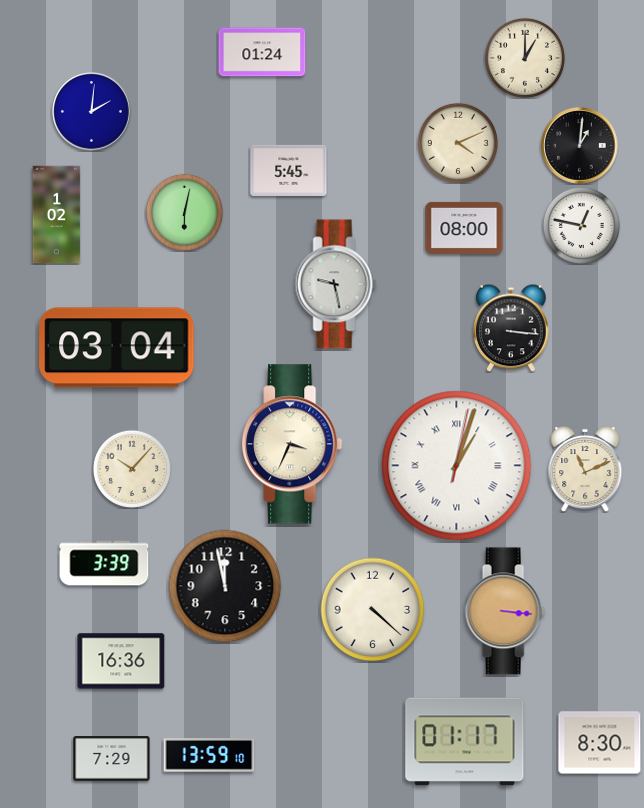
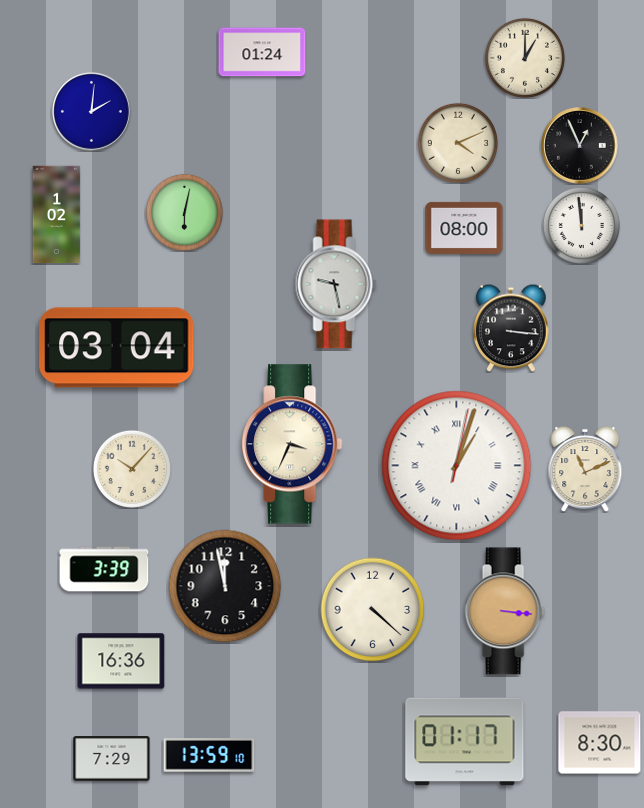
clock at (580, 146): 1:01 -> 12:56
clock at (289, 170): 5:45 -> none
clock at (581, 225): 12:47 -> 11:59
clock at (104, 563) position: (104, 563) -> (104, 569)
